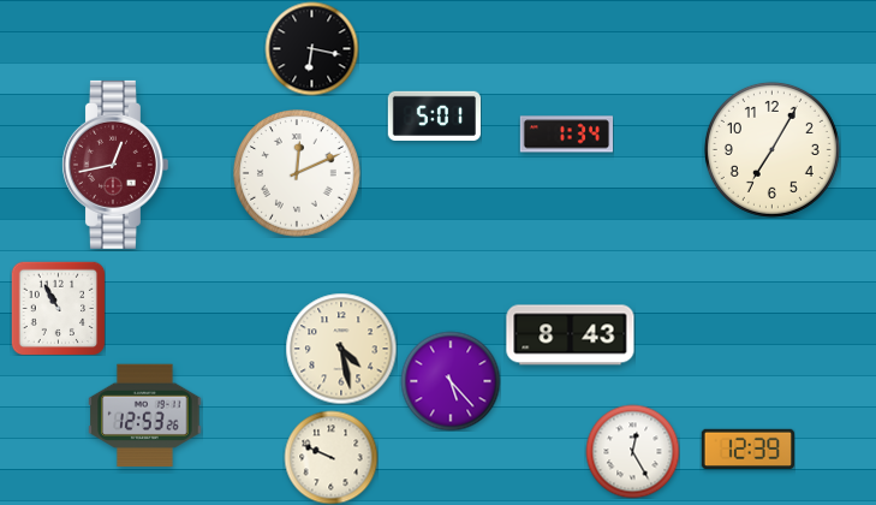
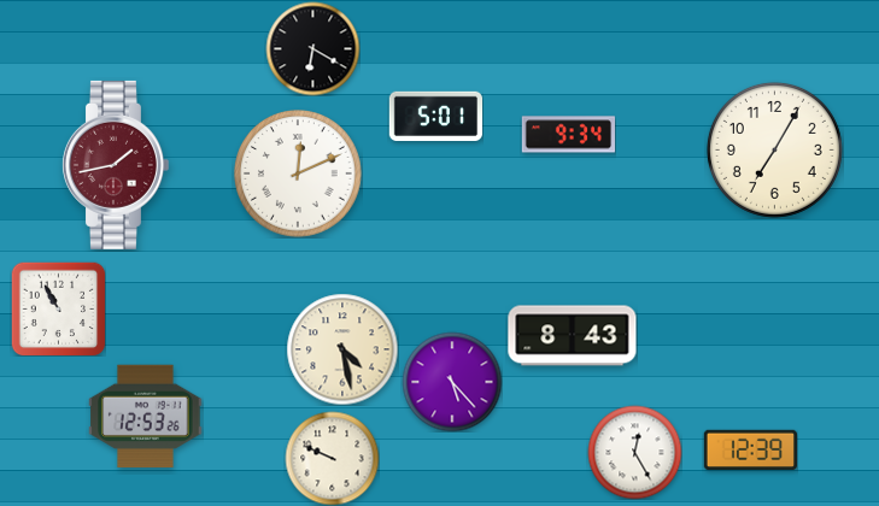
clock at (311, 48): 6:17 -> 6:20
clock at (566, 135): 1:34 -> 9:34
clock at (114, 165): 12:43 -> 1:43
